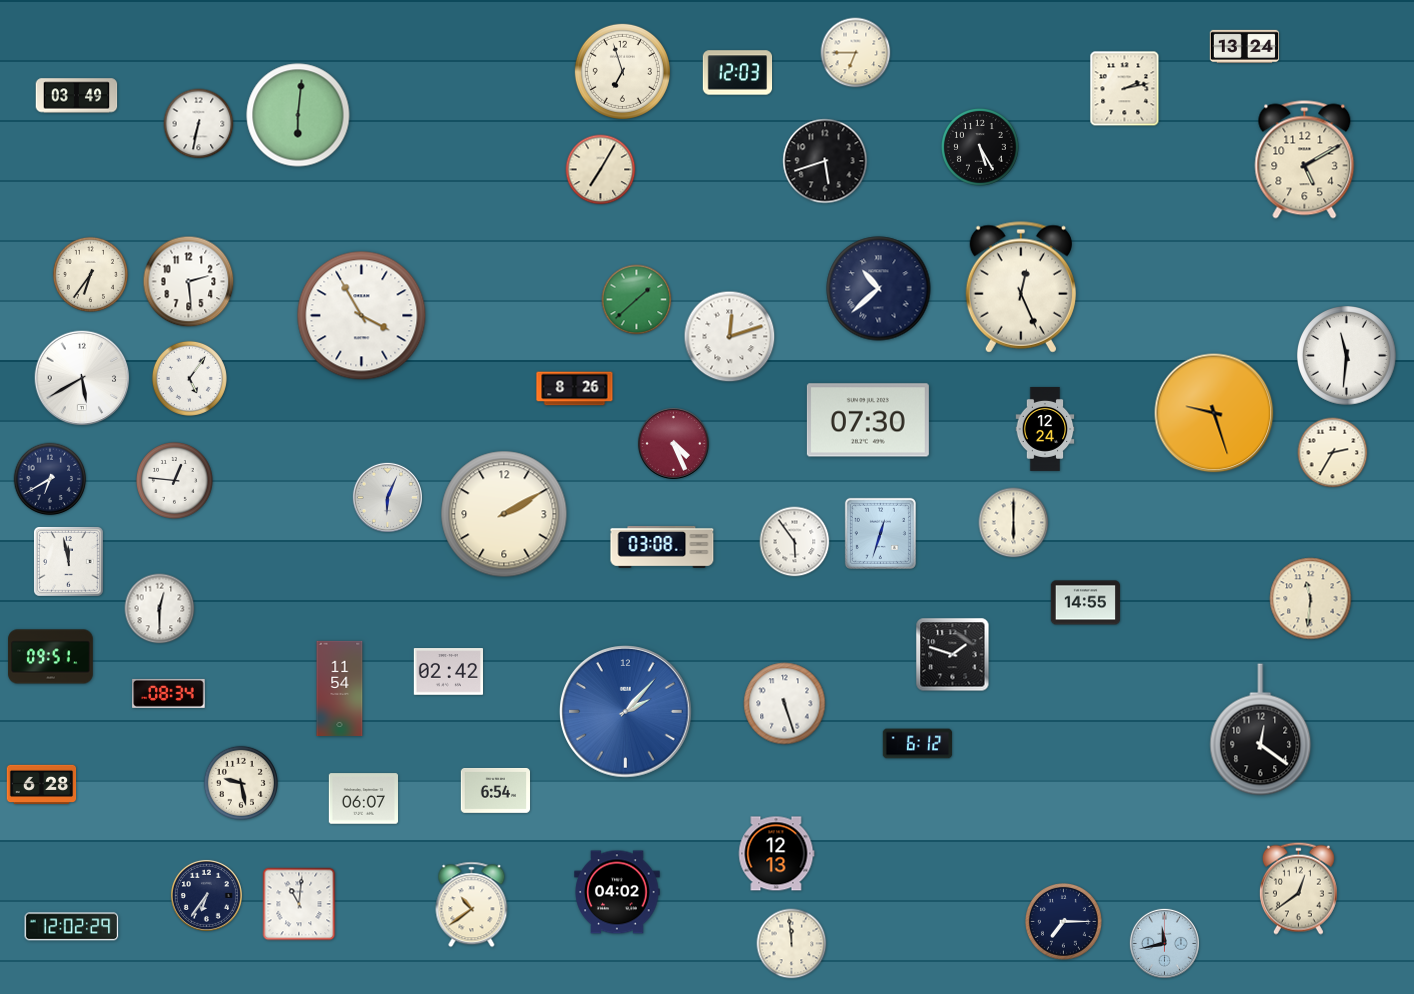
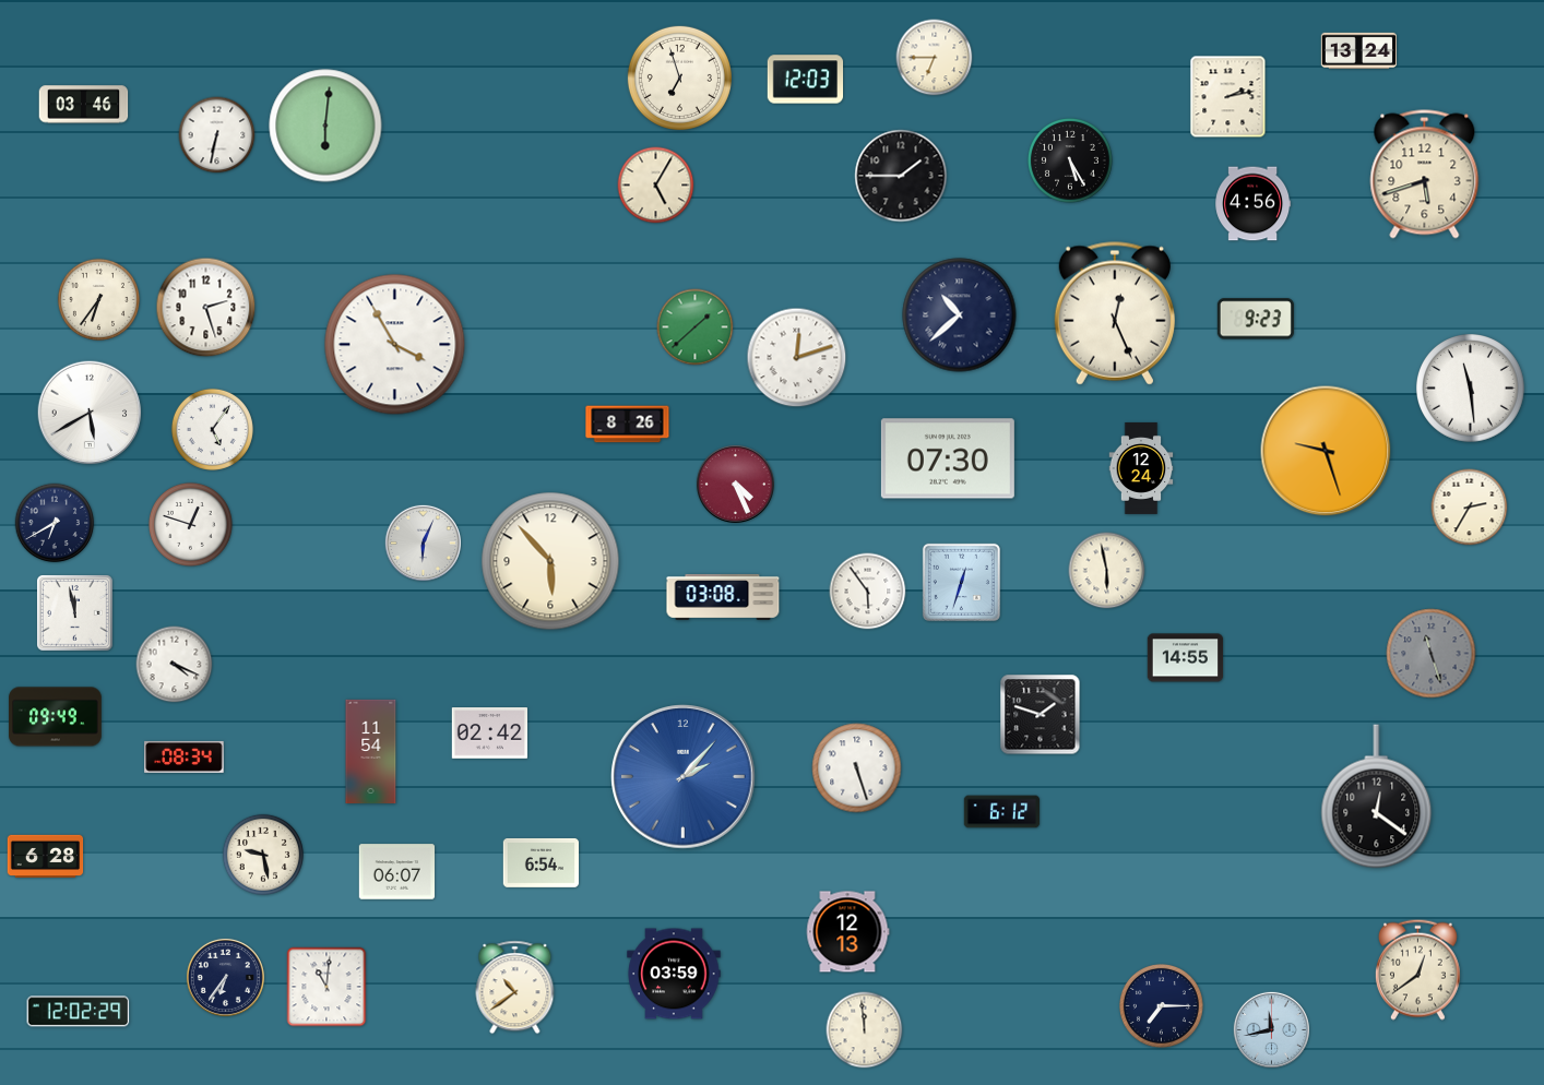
clock at (77, 96): 03:49 -> 03:46
clock at (1305, 160): 5:10 -> 5:42
clock at (825, 161): 5:42 -> 1:45
clock at (601, 170): 7:05 -> 5:05
clock at (1254, 204): none -> 4:56
clock at (189, 282): 2:29 -> 2:27
clock at (1256, 319): none -> 9:23
clock at (730, 337) position: (730, 337) -> (797, 358)
clock at (1347, 356): 11:31 -> 11:29
clock at (189, 378) position: (189, 378) -> (212, 429)
clock at (1333, 453) position: (1333, 453) -> (1470, 508)
clock at (174, 480): 12:46 -> 12:48
clock at (504, 514): 2:10 -> 5:53
clock at (1014, 523): 6:00 -> 5:58
clock at (1311, 599): 11:31 -> 11:27
clock at (1311, 599) dial: cream -> grey
clock at (160, 609): 12:30 -> 4:19
clock at (51, 657): 09:51 -> 09:49
clock at (617, 892): 04:02 -> 03:59
